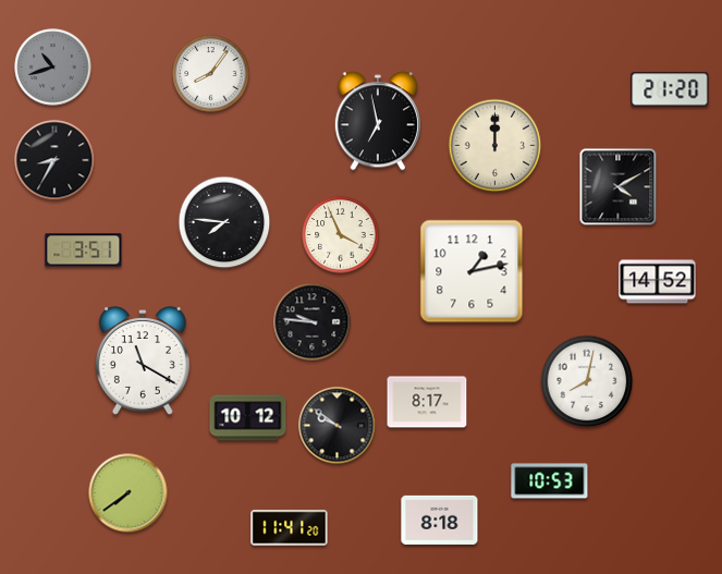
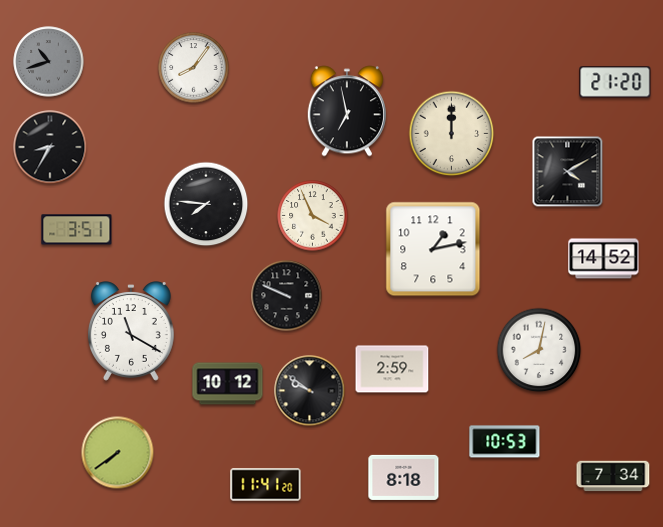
clock at (495, 146) position: (495, 146) -> (452, 134)
clock at (313, 322): 9:46 -> 9:49
clock at (427, 402): 8:17 -> 2:59
clock at (613, 476): none -> 7:34
